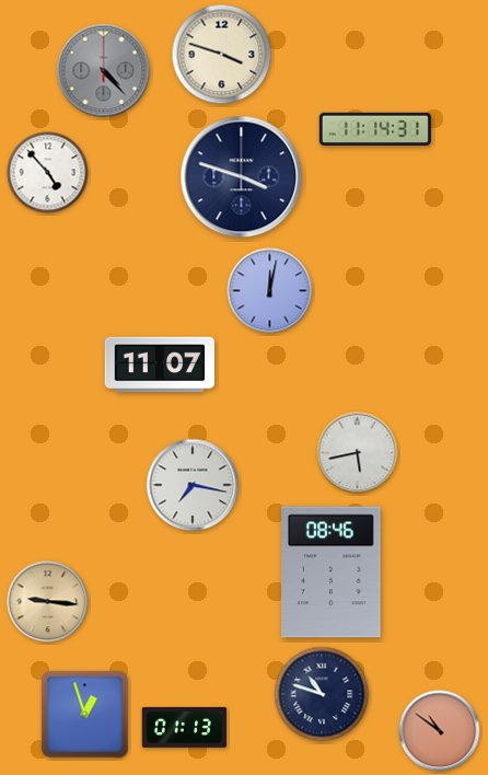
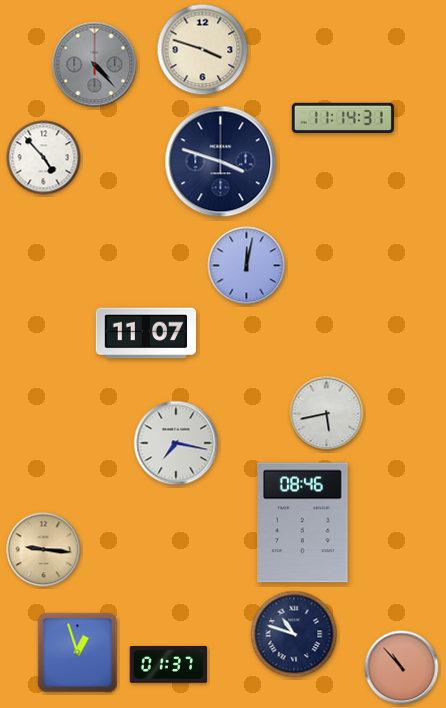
clock at (185, 727): 01:13 -> 01:37
clock at (440, 731): 10:51 -> 10:53
